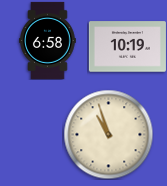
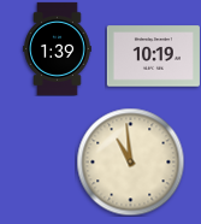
clock at (48, 40): 6:58 -> 1:39
clock at (108, 134): 10:57 -> 10:59
